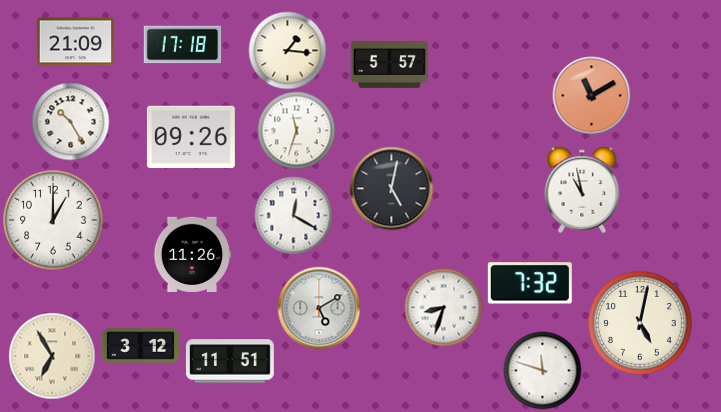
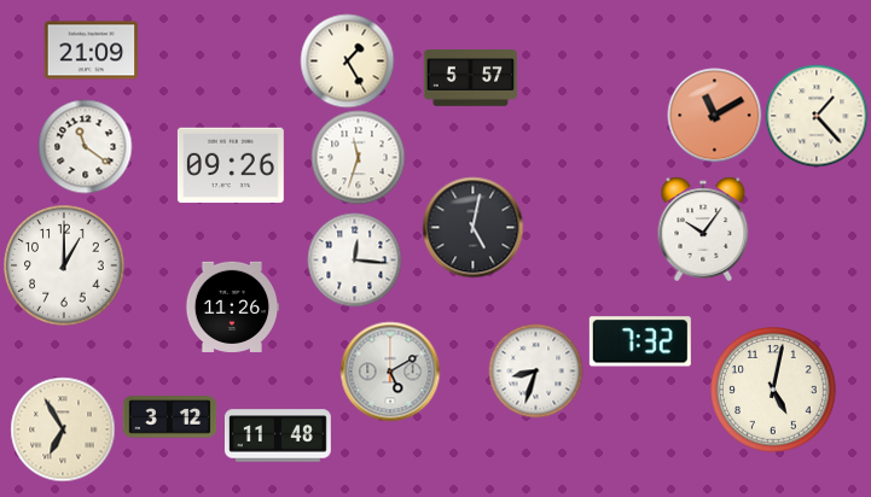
clock at (182, 45): 17:18 -> none
clock at (287, 50): 1:16 -> 1:25
clock at (817, 116): none -> 1:23
clock at (70, 121): 10:25 -> 11:21
clock at (582, 190): 10:58 -> 10:06
clock at (293, 215): 12:20 -> 12:16
clock at (319, 308) position: (319, 308) -> (390, 372)
clock at (230, 361): 11:51 -> 11:48
clock at (542, 370): 11:48 -> none
